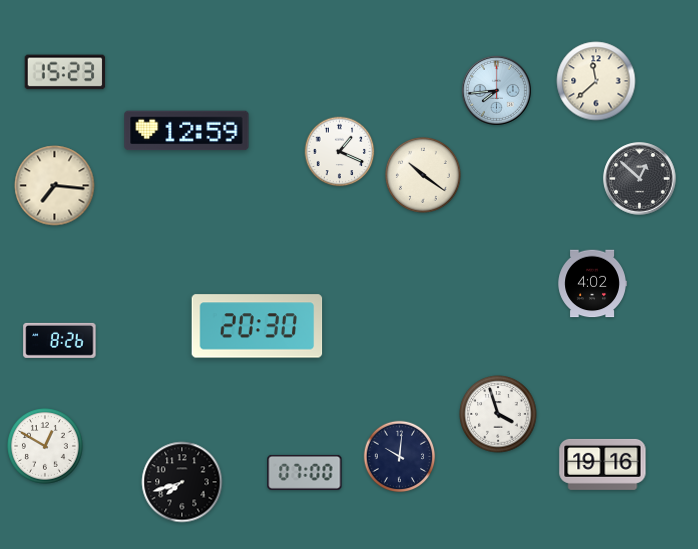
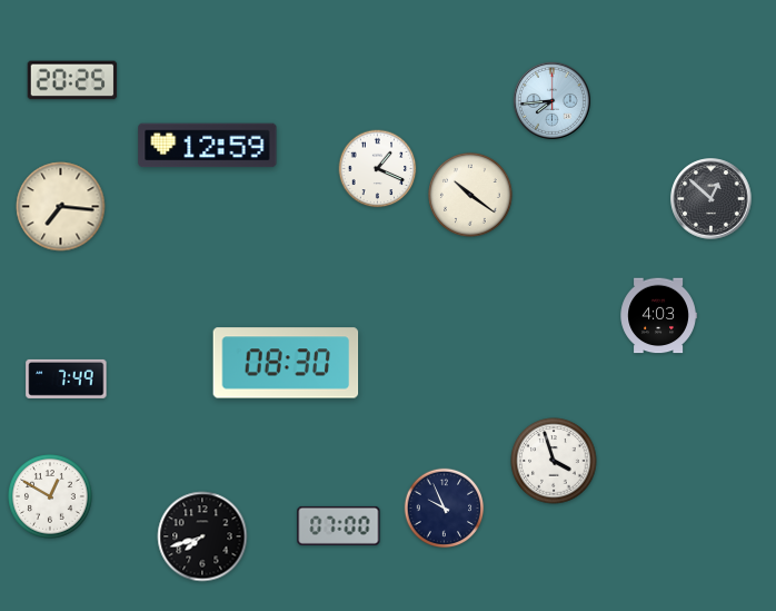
clock at (65, 72): 15:23 -> 20:25
clock at (596, 81): 11:38 -> none
clock at (592, 284): 4:02 -> 4:03
clock at (257, 326): 20:30 -> 08:30
clock at (60, 340): 8:26 -> 7:49
clock at (400, 457): 10:01 -> 9:56
clock at (603, 464): 19:16 -> none
